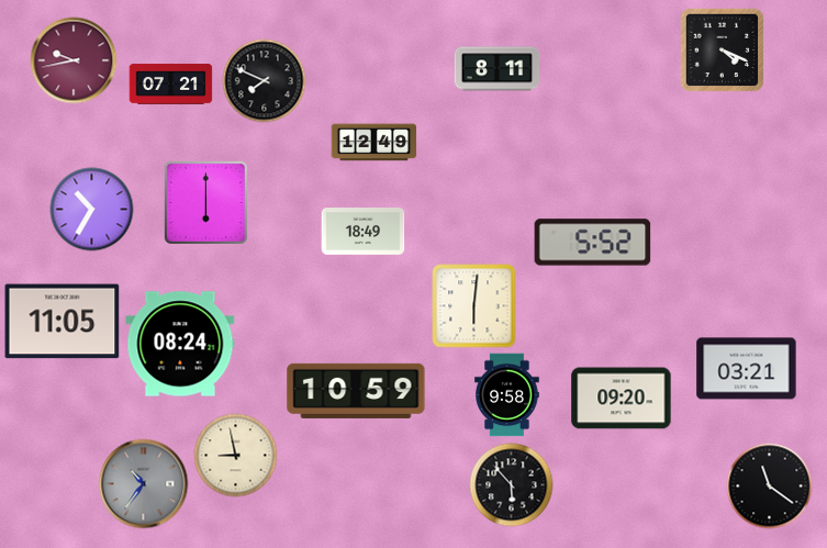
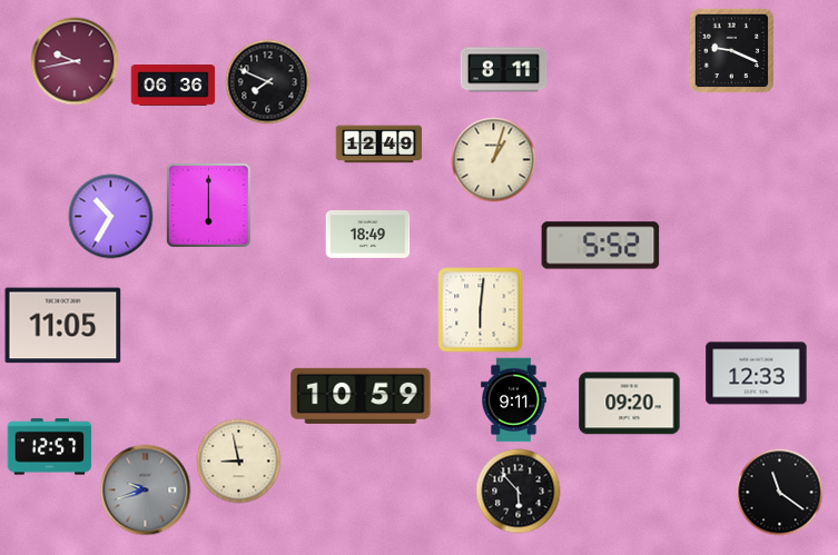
clock at (722, 49): 4:19 -> 9:19
clock at (171, 85): 07:21 -> 06:36
clock at (494, 160): none -> 1:03
clock at (92, 210) position: (92, 210) -> (111, 217)
clock at (180, 344): 08:24 -> none
clock at (747, 369): 03:21 -> 12:33
clock at (507, 395): 9:58 -> 9:11
clock at (50, 447): none -> 12:57
clock at (144, 484): 10:36 -> 9:42
